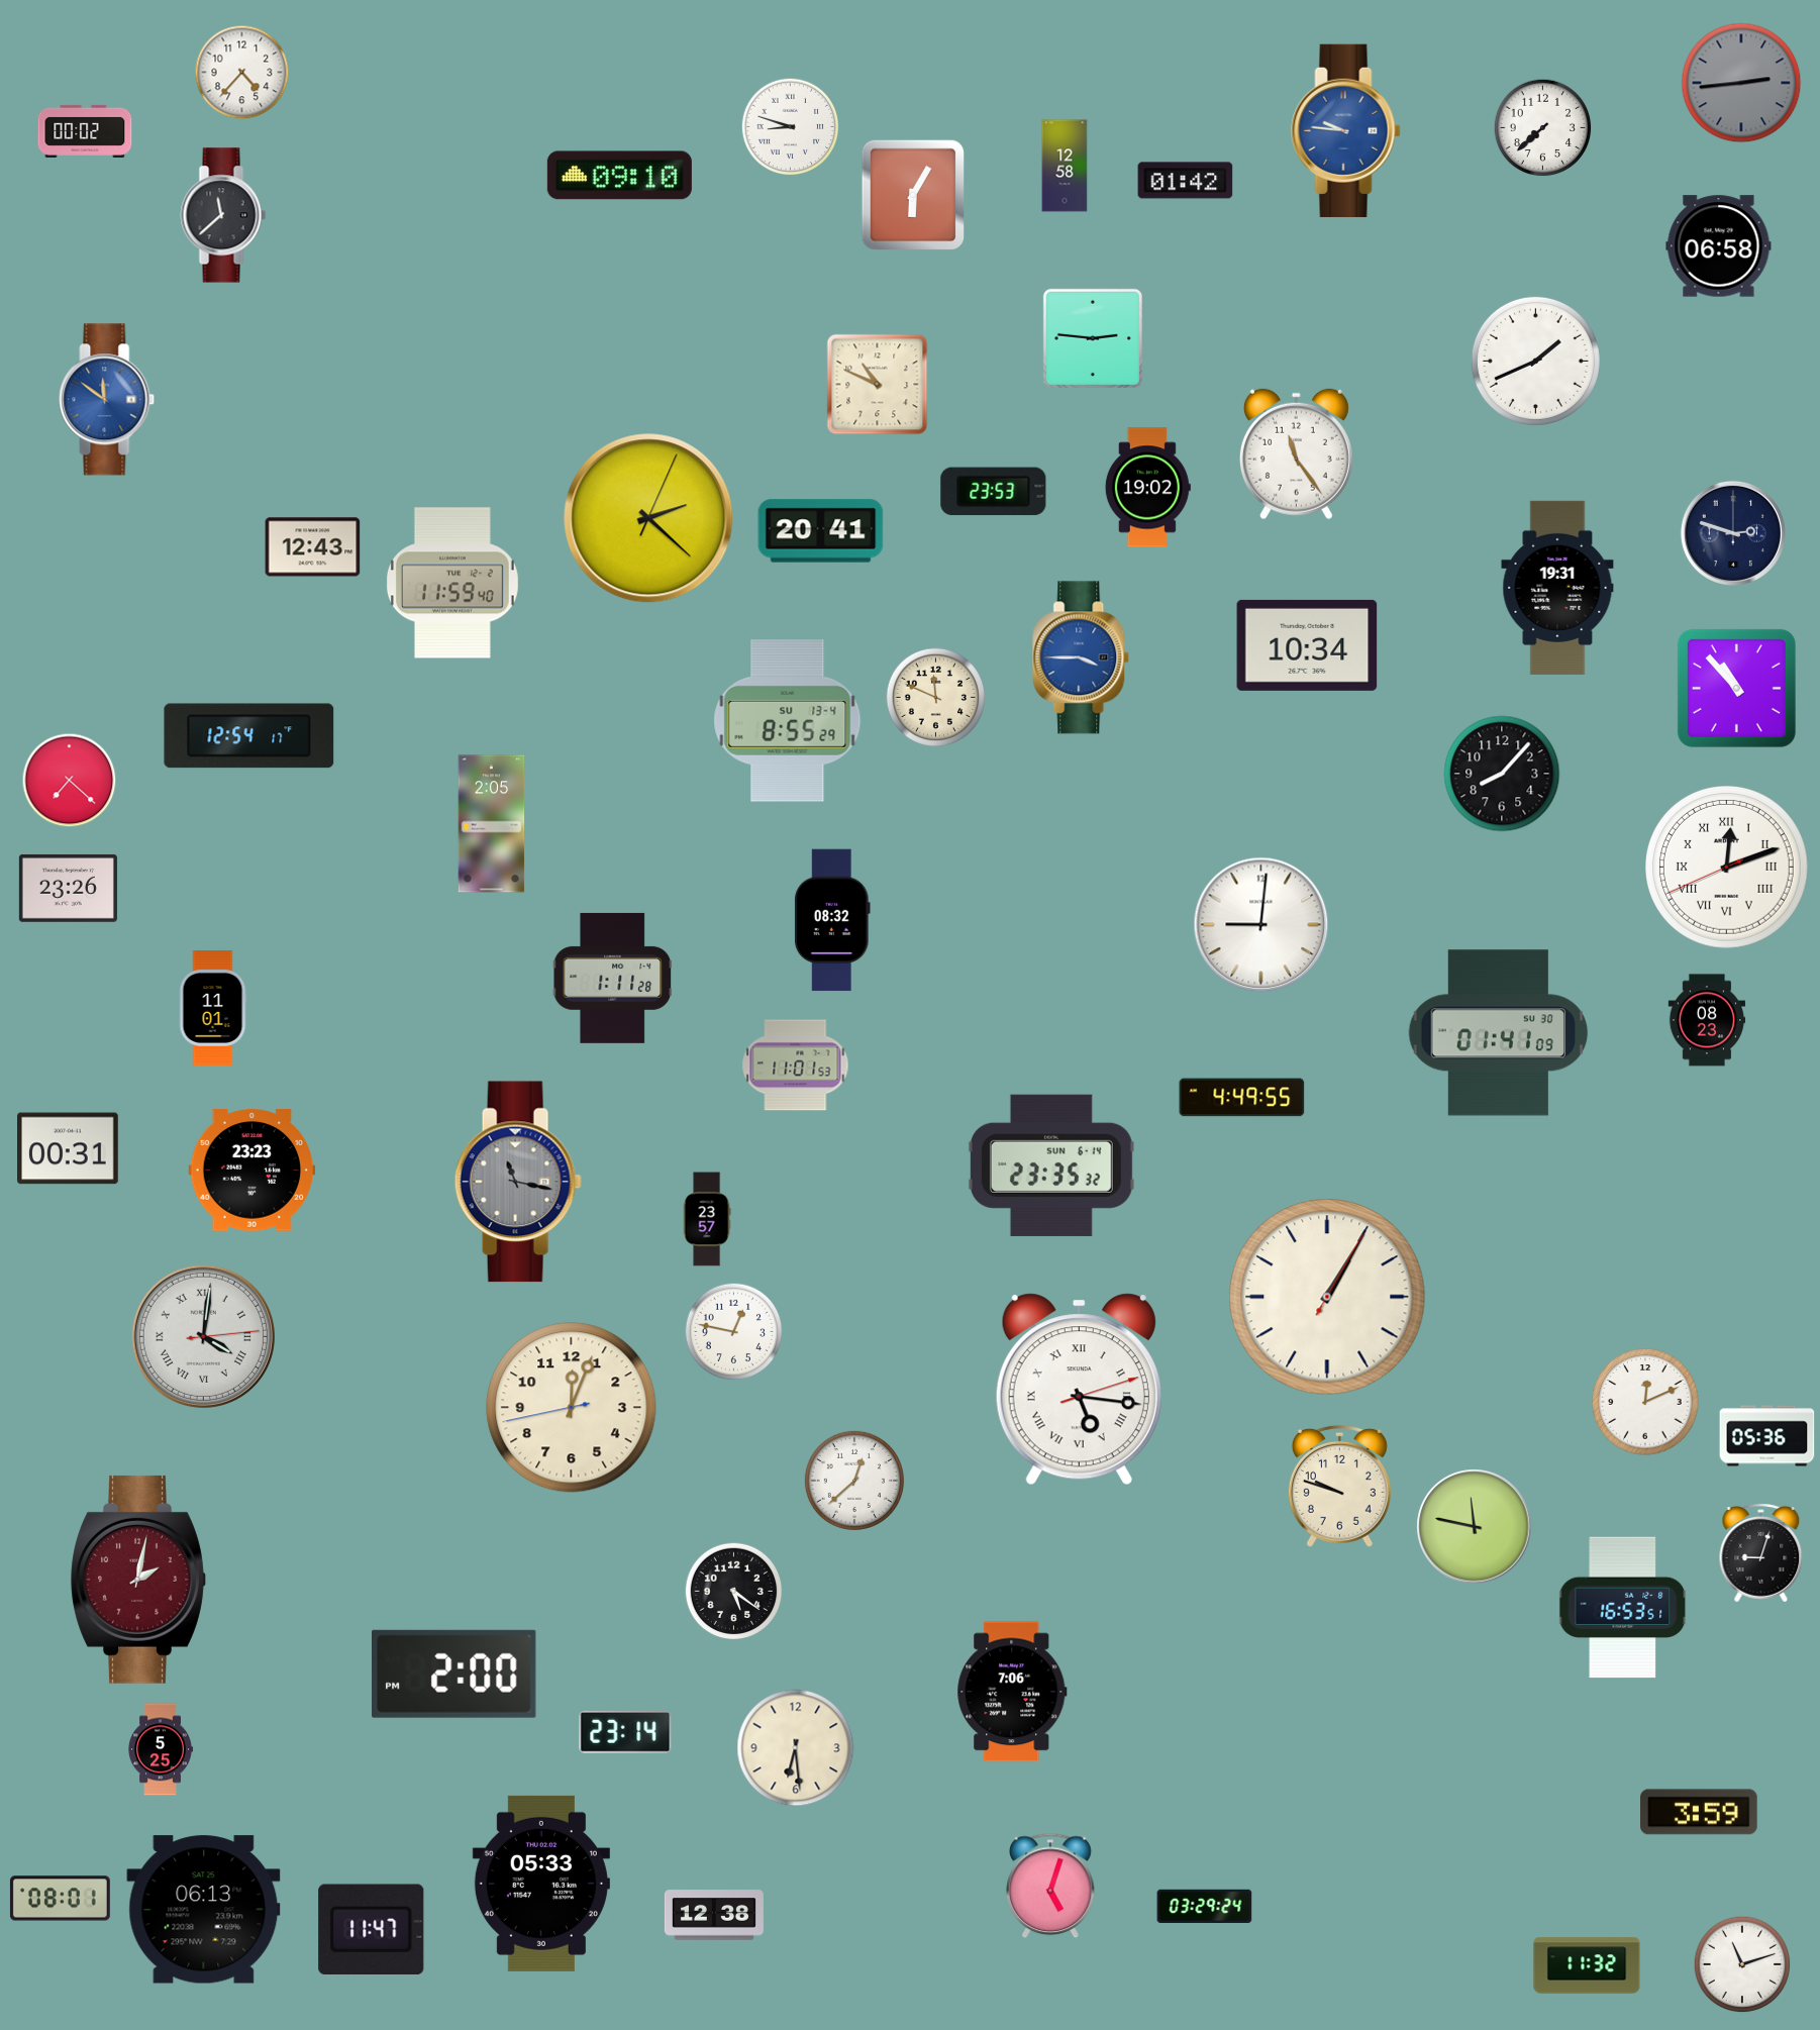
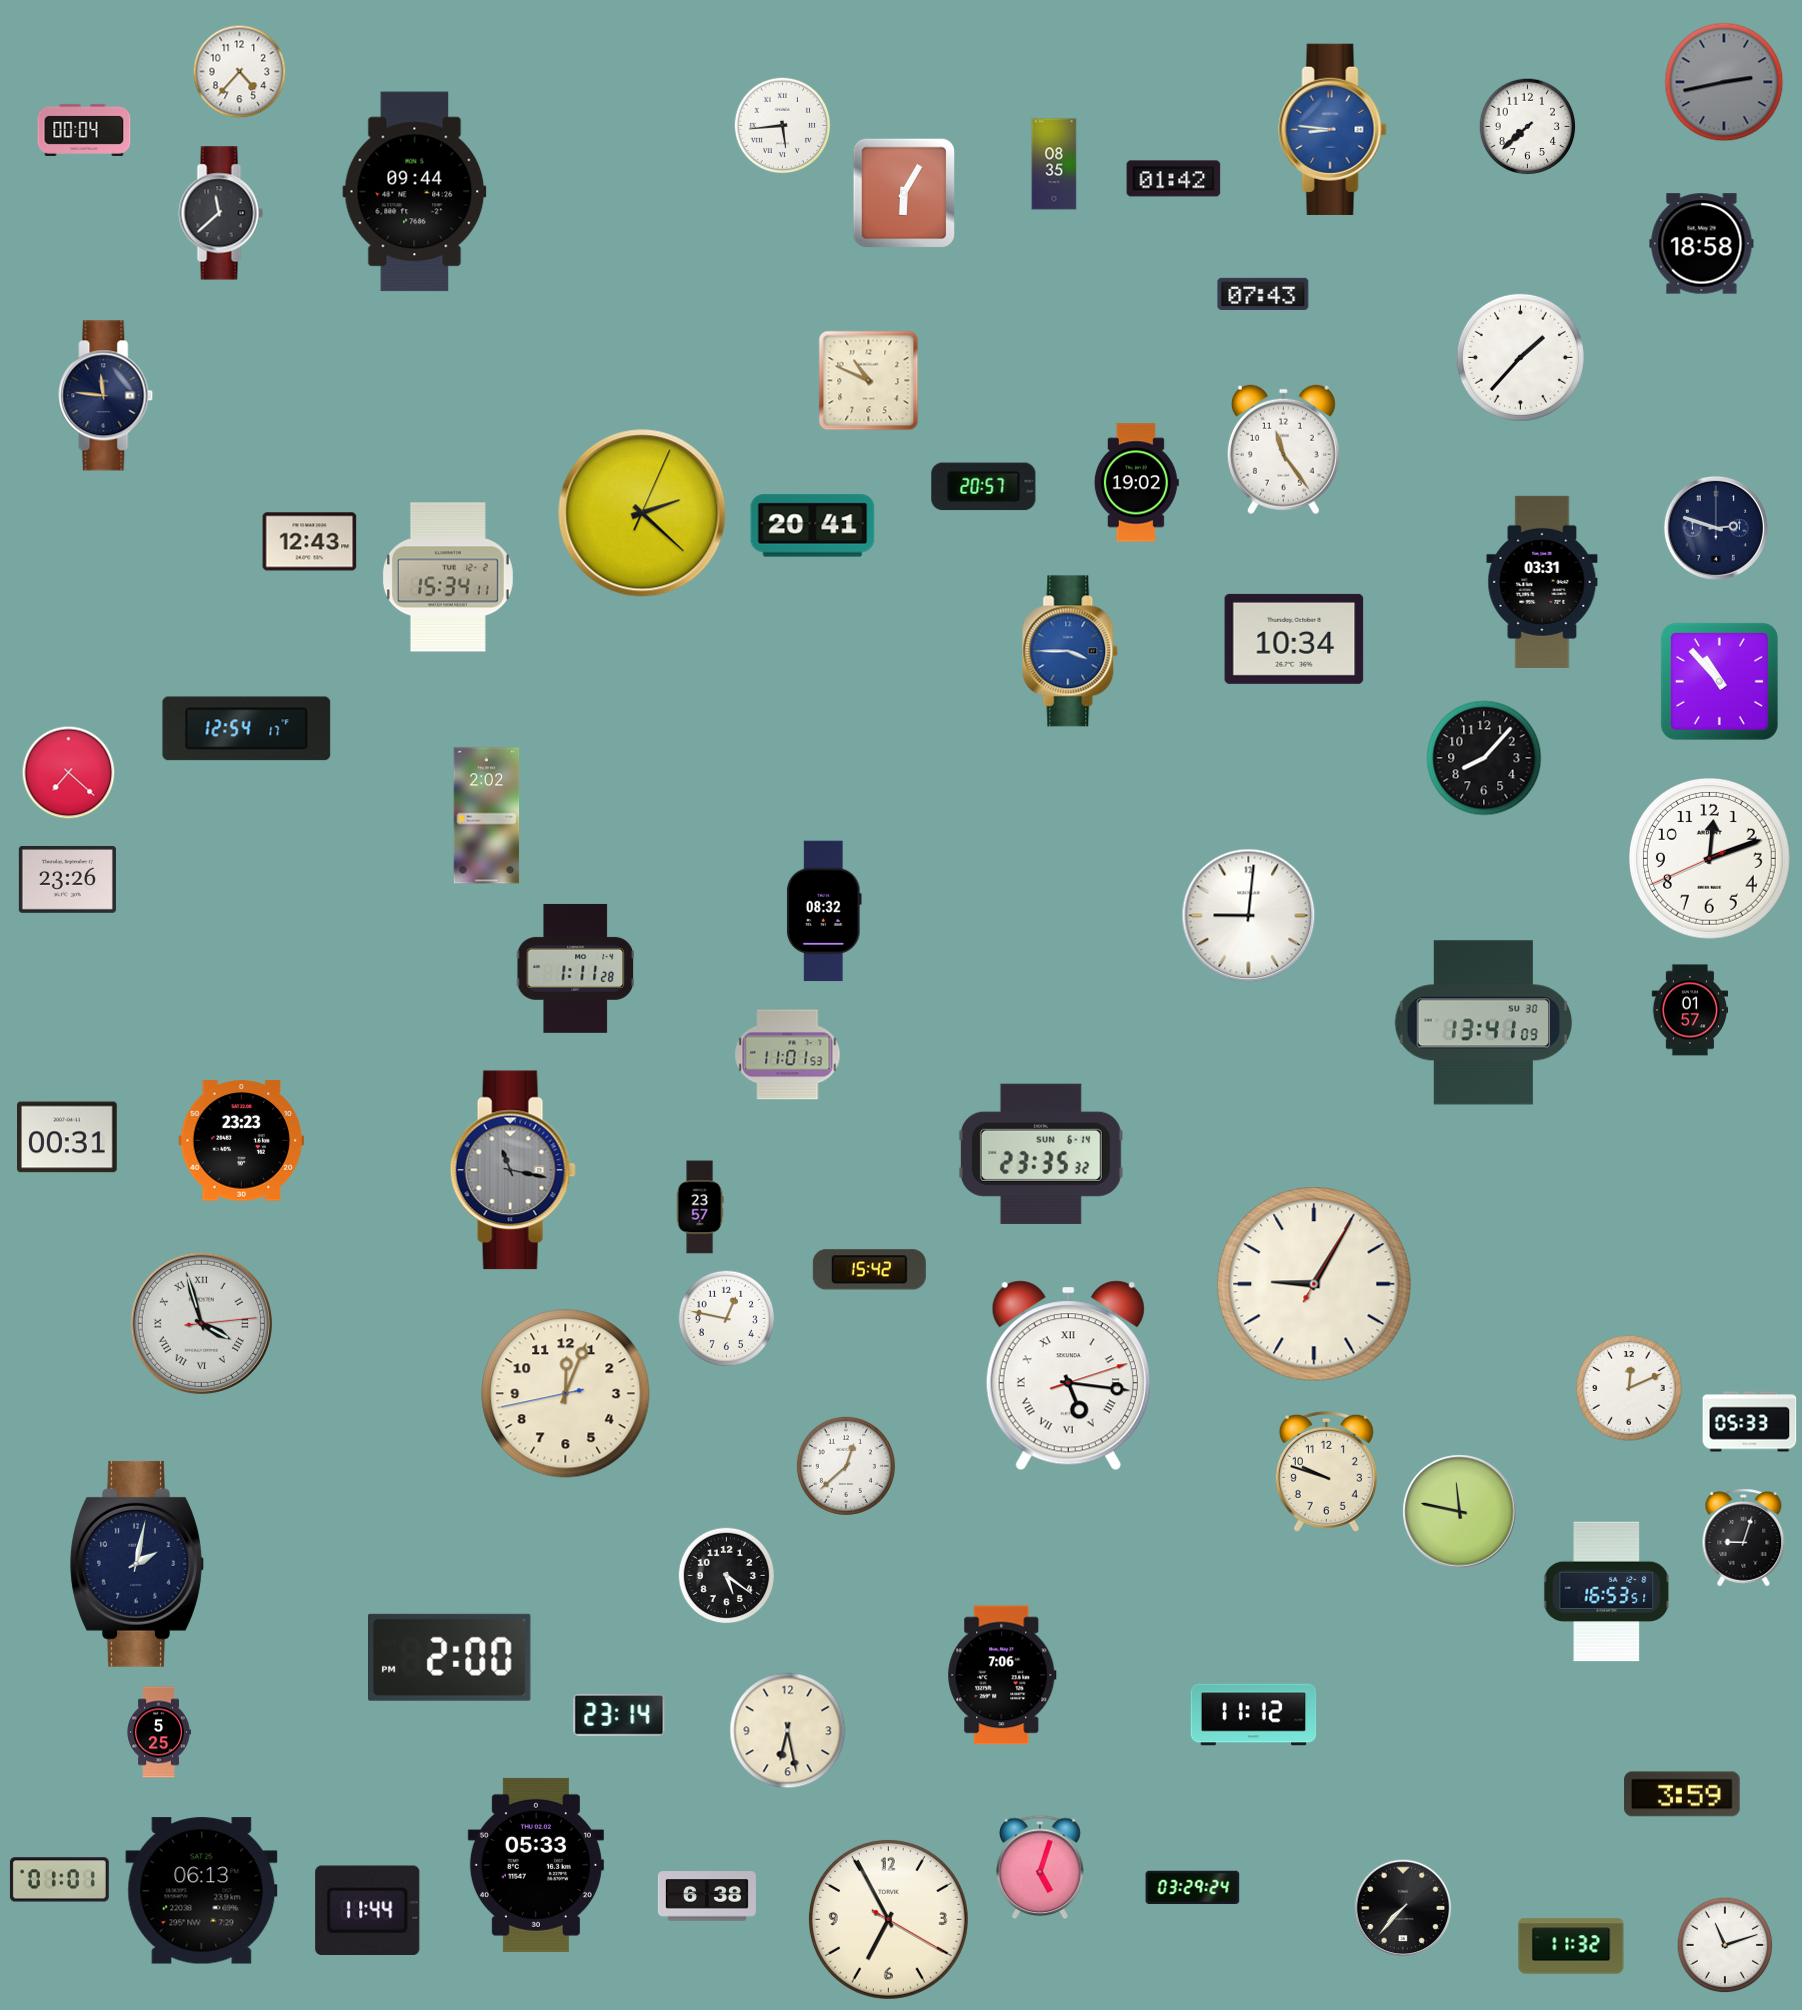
clock at (1741, 83): 2:44 -> 2:43
clock at (791, 127): 8:48 -> 5:44
clock at (1346, 130): 9:46 -> 8:46
clock at (85, 131): 00:02 -> 00:04
clock at (1065, 166): 12:58 -> 08:35
clock at (619, 176): 09:10 -> none
clock at (415, 192): none -> 09:44
clock at (1719, 246): 06:58 -> 18:58
clock at (1263, 294): none -> 07:43
clock at (1093, 338): 2:46 -> none
clock at (1535, 361): 1:41 -> 1:37
clock at (107, 400): 11:51 -> 11:46
clock at (107, 400) dial: blue -> navy
clock at (994, 492): 23:53 -> 20:57
clock at (452, 583): 11:59 -> 15:34
clock at (1557, 588): 19:31 -> 03:31
clock at (935, 697): 11:49 -> none
clock at (788, 721): 8:55 -> none
clock at (1502, 774) position: (1502, 774) -> (1484, 758)
clock at (492, 824): 2:05 -> 2:02
clock at (1727, 868) numerals: Roman -> Arabic
clock at (612, 978) position: (612, 978) -> (575, 968)
clock at (213, 1008): 11:01 -> none
clock at (1707, 1020): 08:23 -> 01:57
clock at (1499, 1033): 01:41 -> 13:41
clock at (1242, 1098): 4:49 -> none
clock at (252, 1171) position: (252, 1171) -> (242, 1141)
clock at (869, 1270): none -> 15:42
clock at (1327, 1297): 1:05 -> 9:05
clock at (203, 1336): 4:01 -> 3:57
clock at (1767, 1436): 05:36 -> 05:33
clock at (138, 1580) dial: burgundy -> navy
clock at (1254, 1715): none -> 11:12
clock at (796, 1748): 6:29 -> 6:28
clock at (60, 1899): 08:01 -> 01:01
clock at (714, 1915): 12:38 -> 6:38
clock at (1403, 1908): none -> 7:37
clock at (372, 1929): 11:47 -> 11:44
clock at (888, 1919): none -> 6:55
